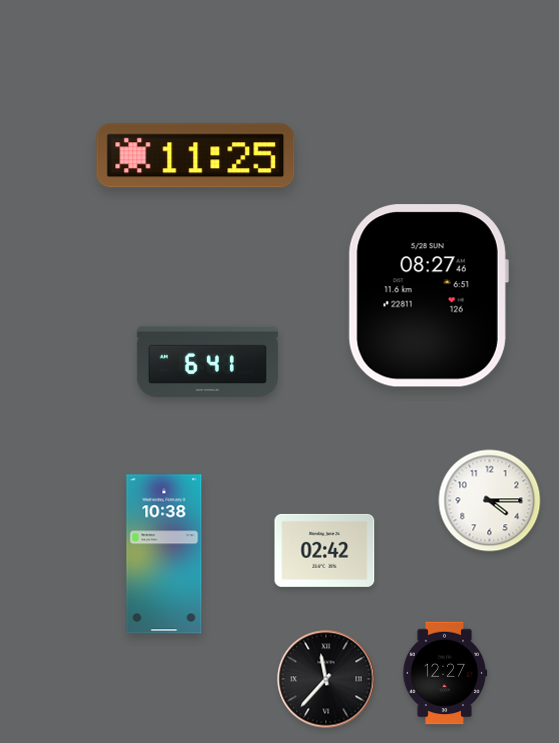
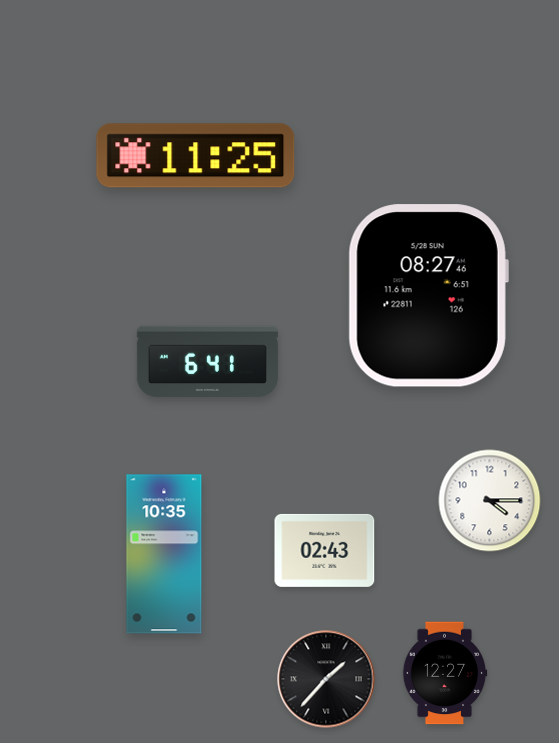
clock at (325, 550): 02:42 -> 02:43
clock at (164, 554): 10:38 -> 10:35
clock at (326, 679): 11:37 -> 1:37
